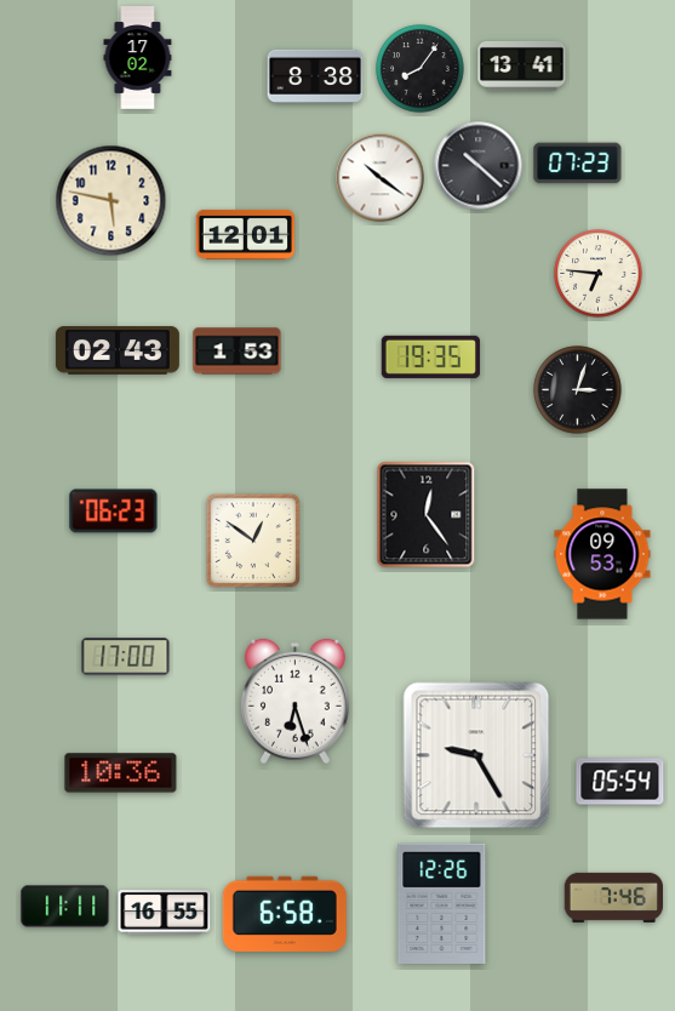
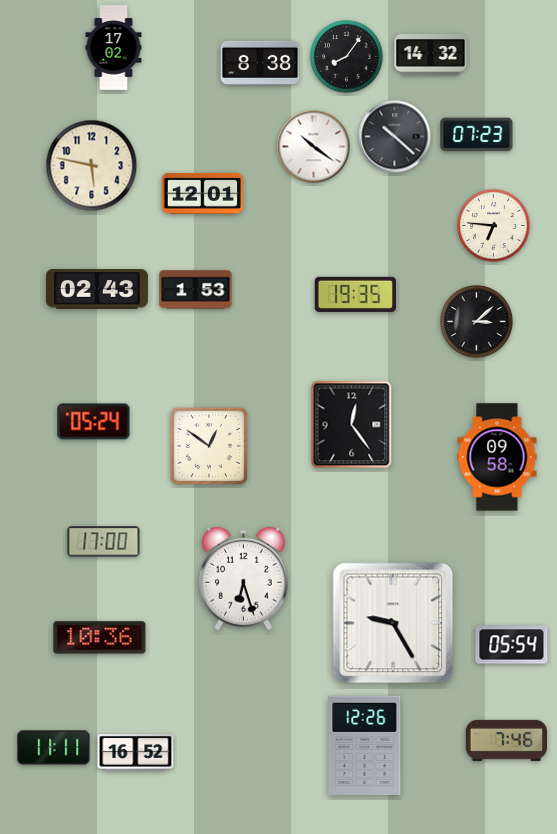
clock at (522, 65): 13:41 -> 14:32
clock at (578, 390): 3:03 -> 3:08
clock at (114, 512): 06:23 -> 05:24
clock at (602, 554): 09:53 -> 09:58
clock at (165, 913): 16:55 -> 16:52
clock at (285, 914): 6:58 -> none
